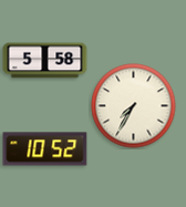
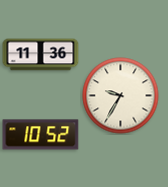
clock at (45, 61): 5:58 -> 11:36
clock at (134, 106): 7:35 -> 9:35
